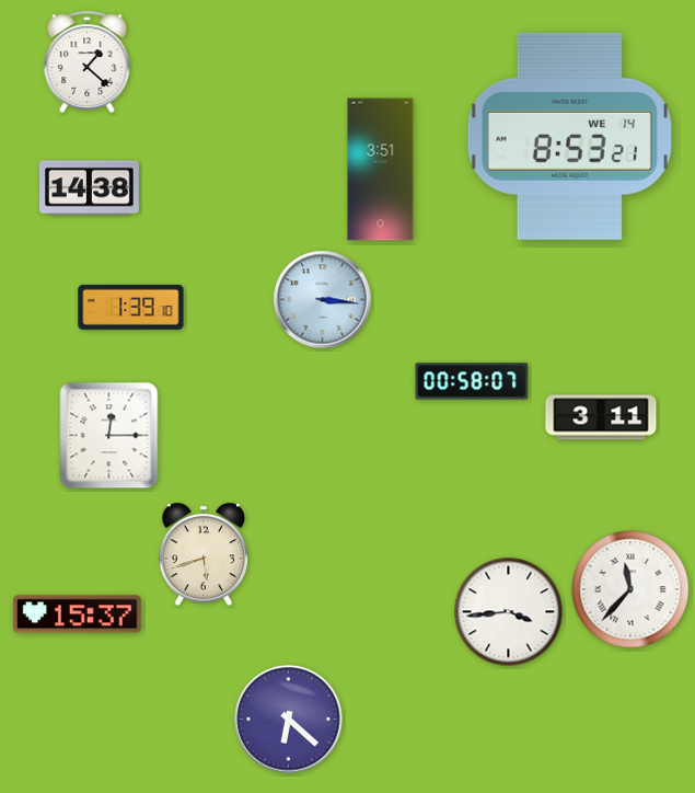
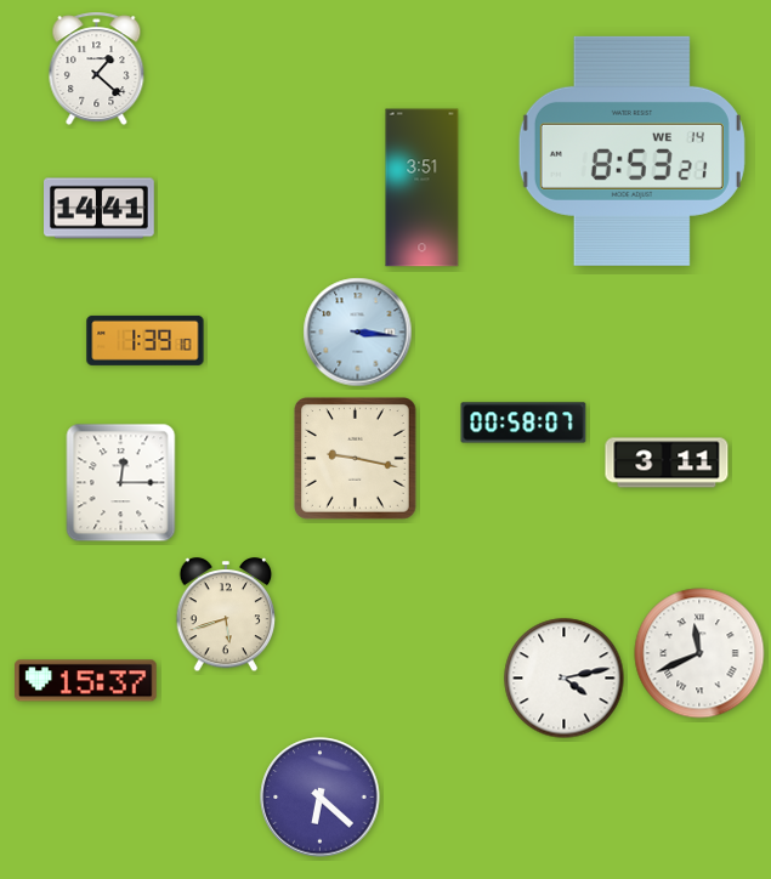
clock at (90, 188): 14:38 -> 14:41
clock at (356, 459): none -> 9:17
clock at (630, 589): 11:37 -> 11:41
clock at (509, 612): 3:44 -> 4:13
